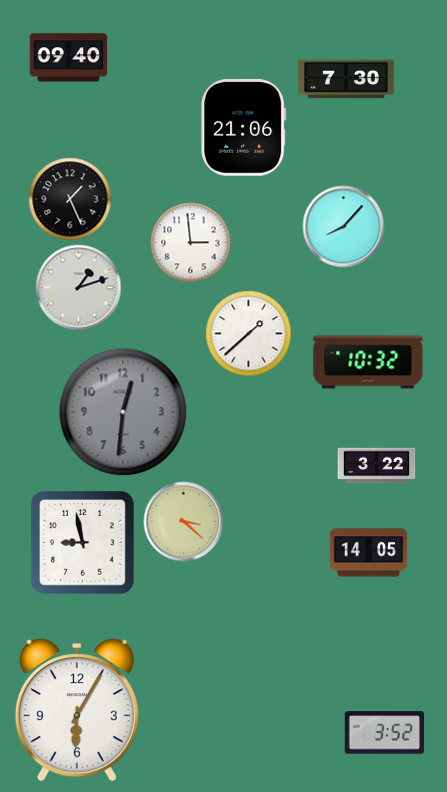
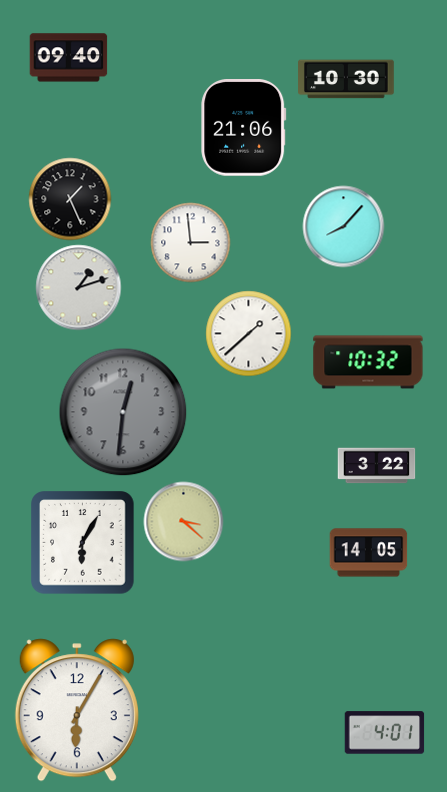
clock at (346, 79): 7:30 -> 10:30
clock at (83, 543): 8:58 -> 6:05
clock at (384, 733): 3:52 -> 4:01
